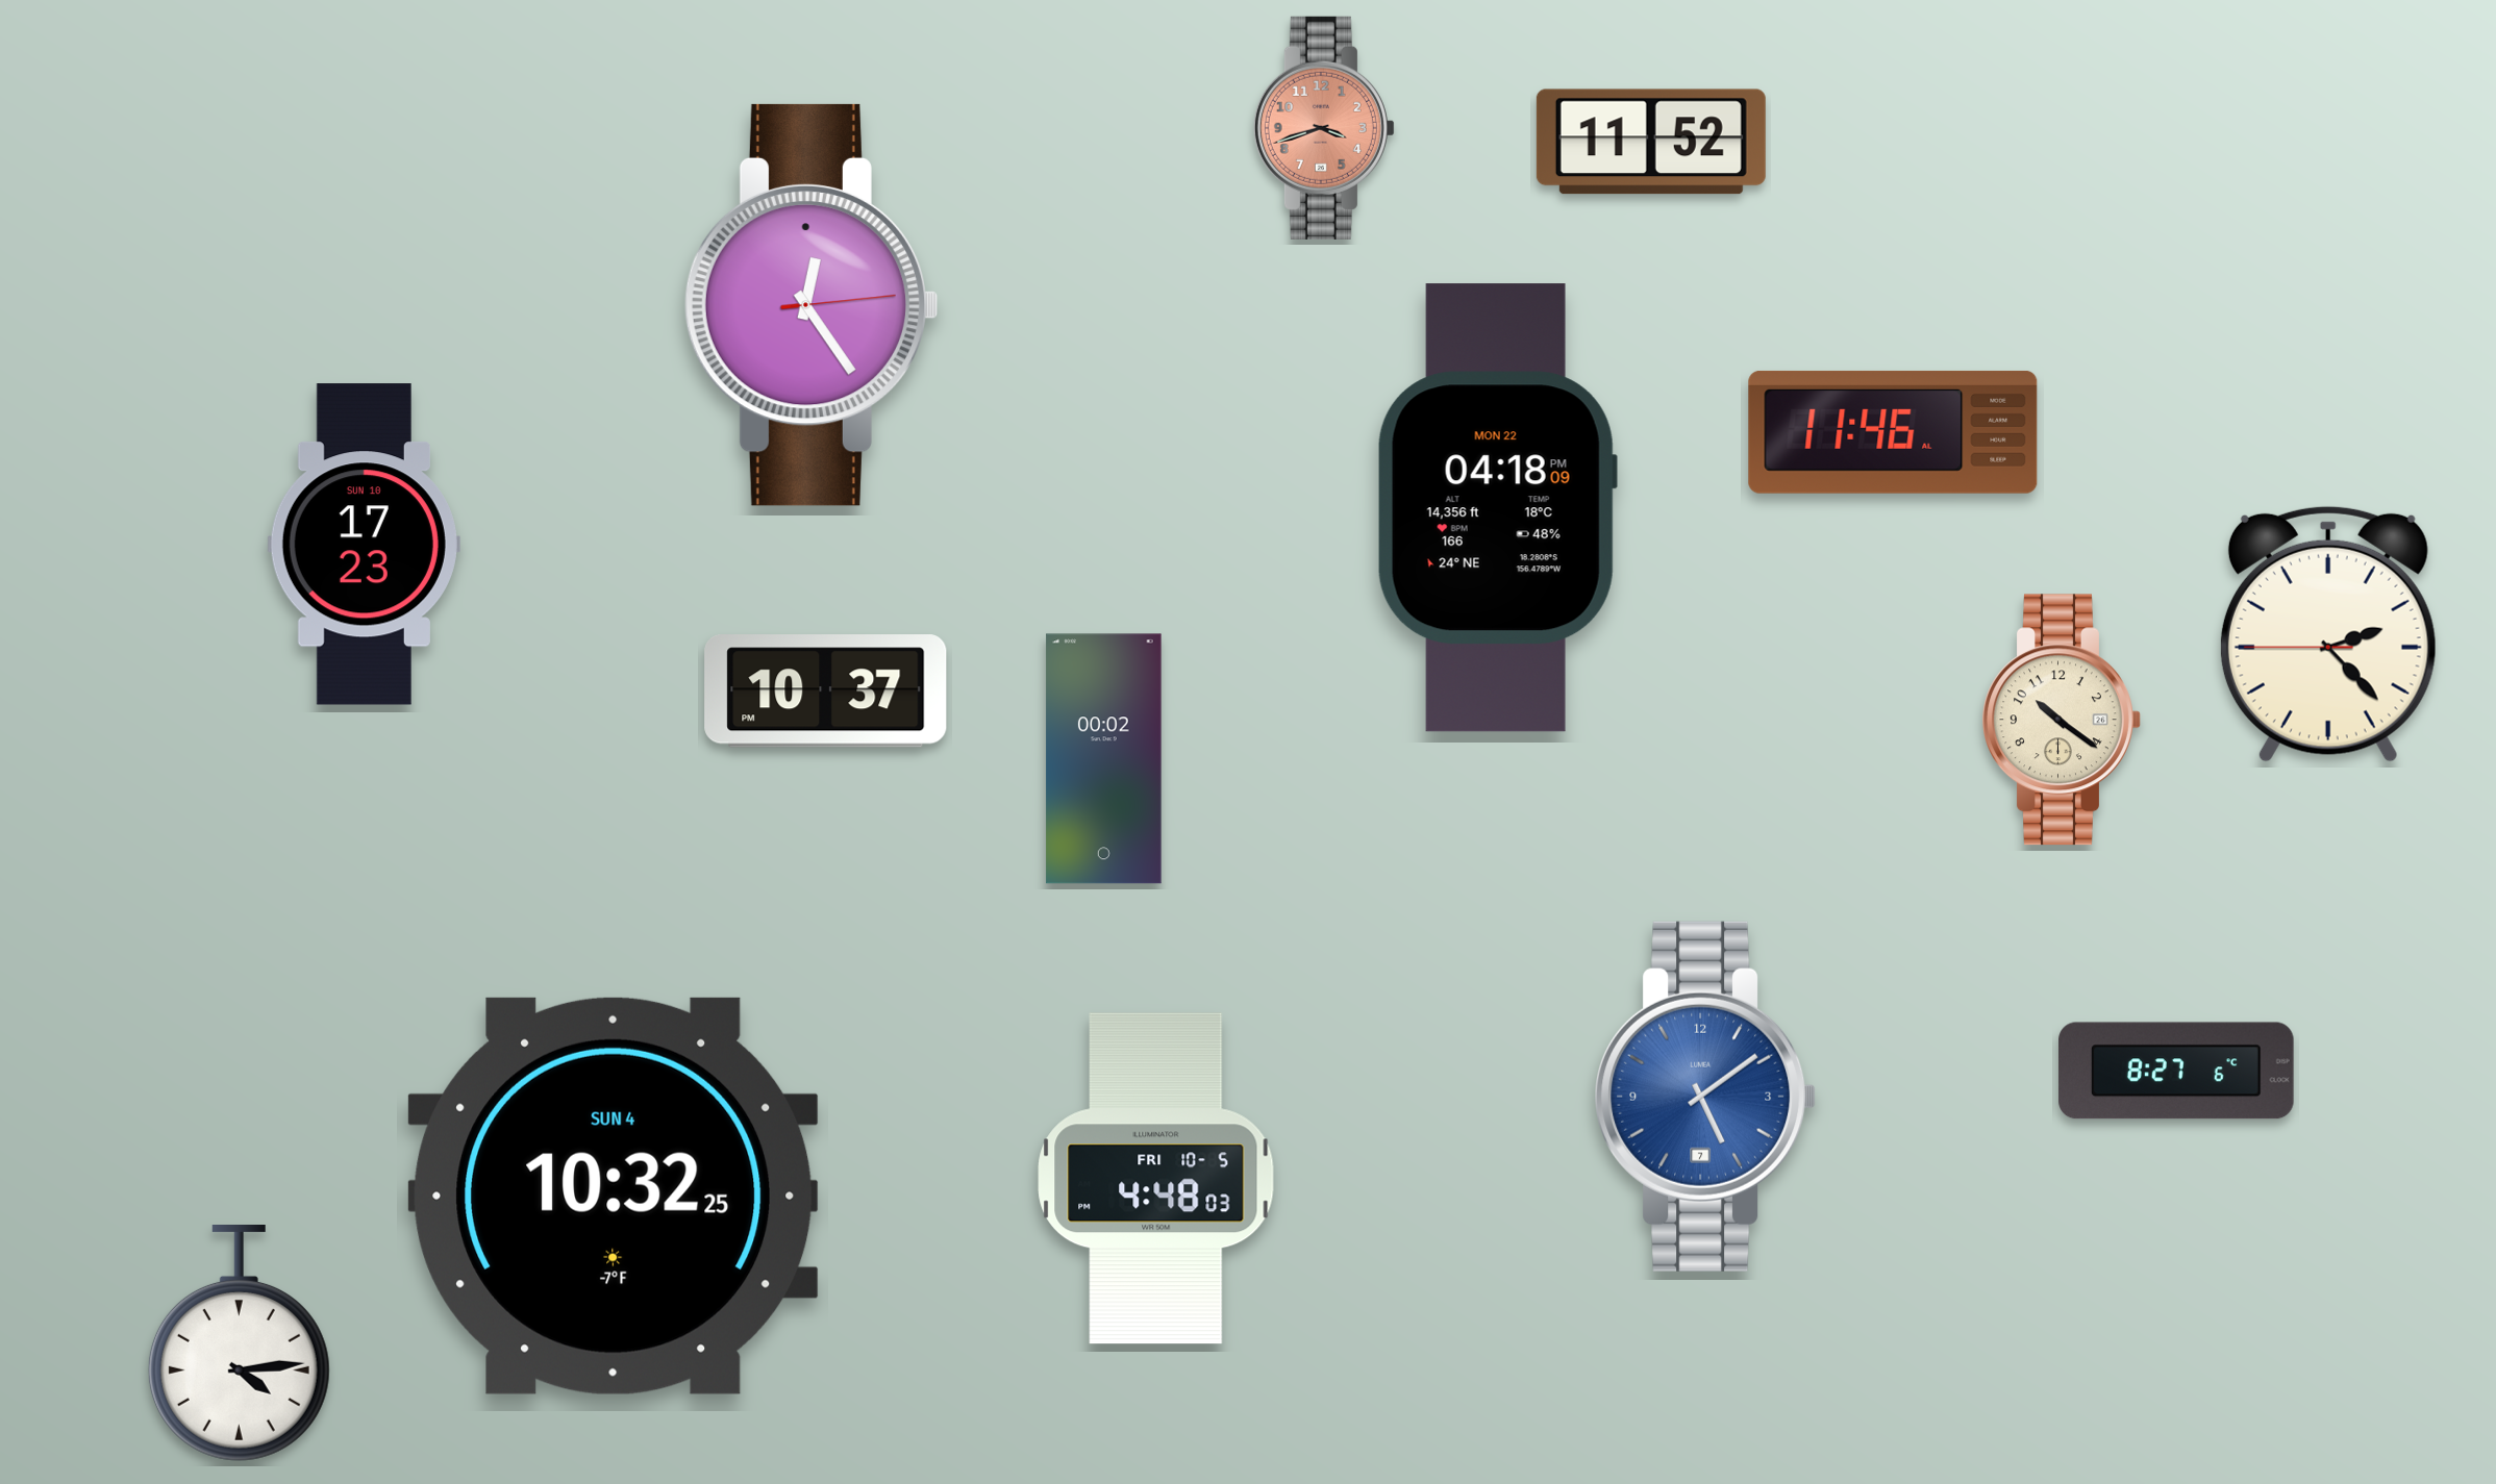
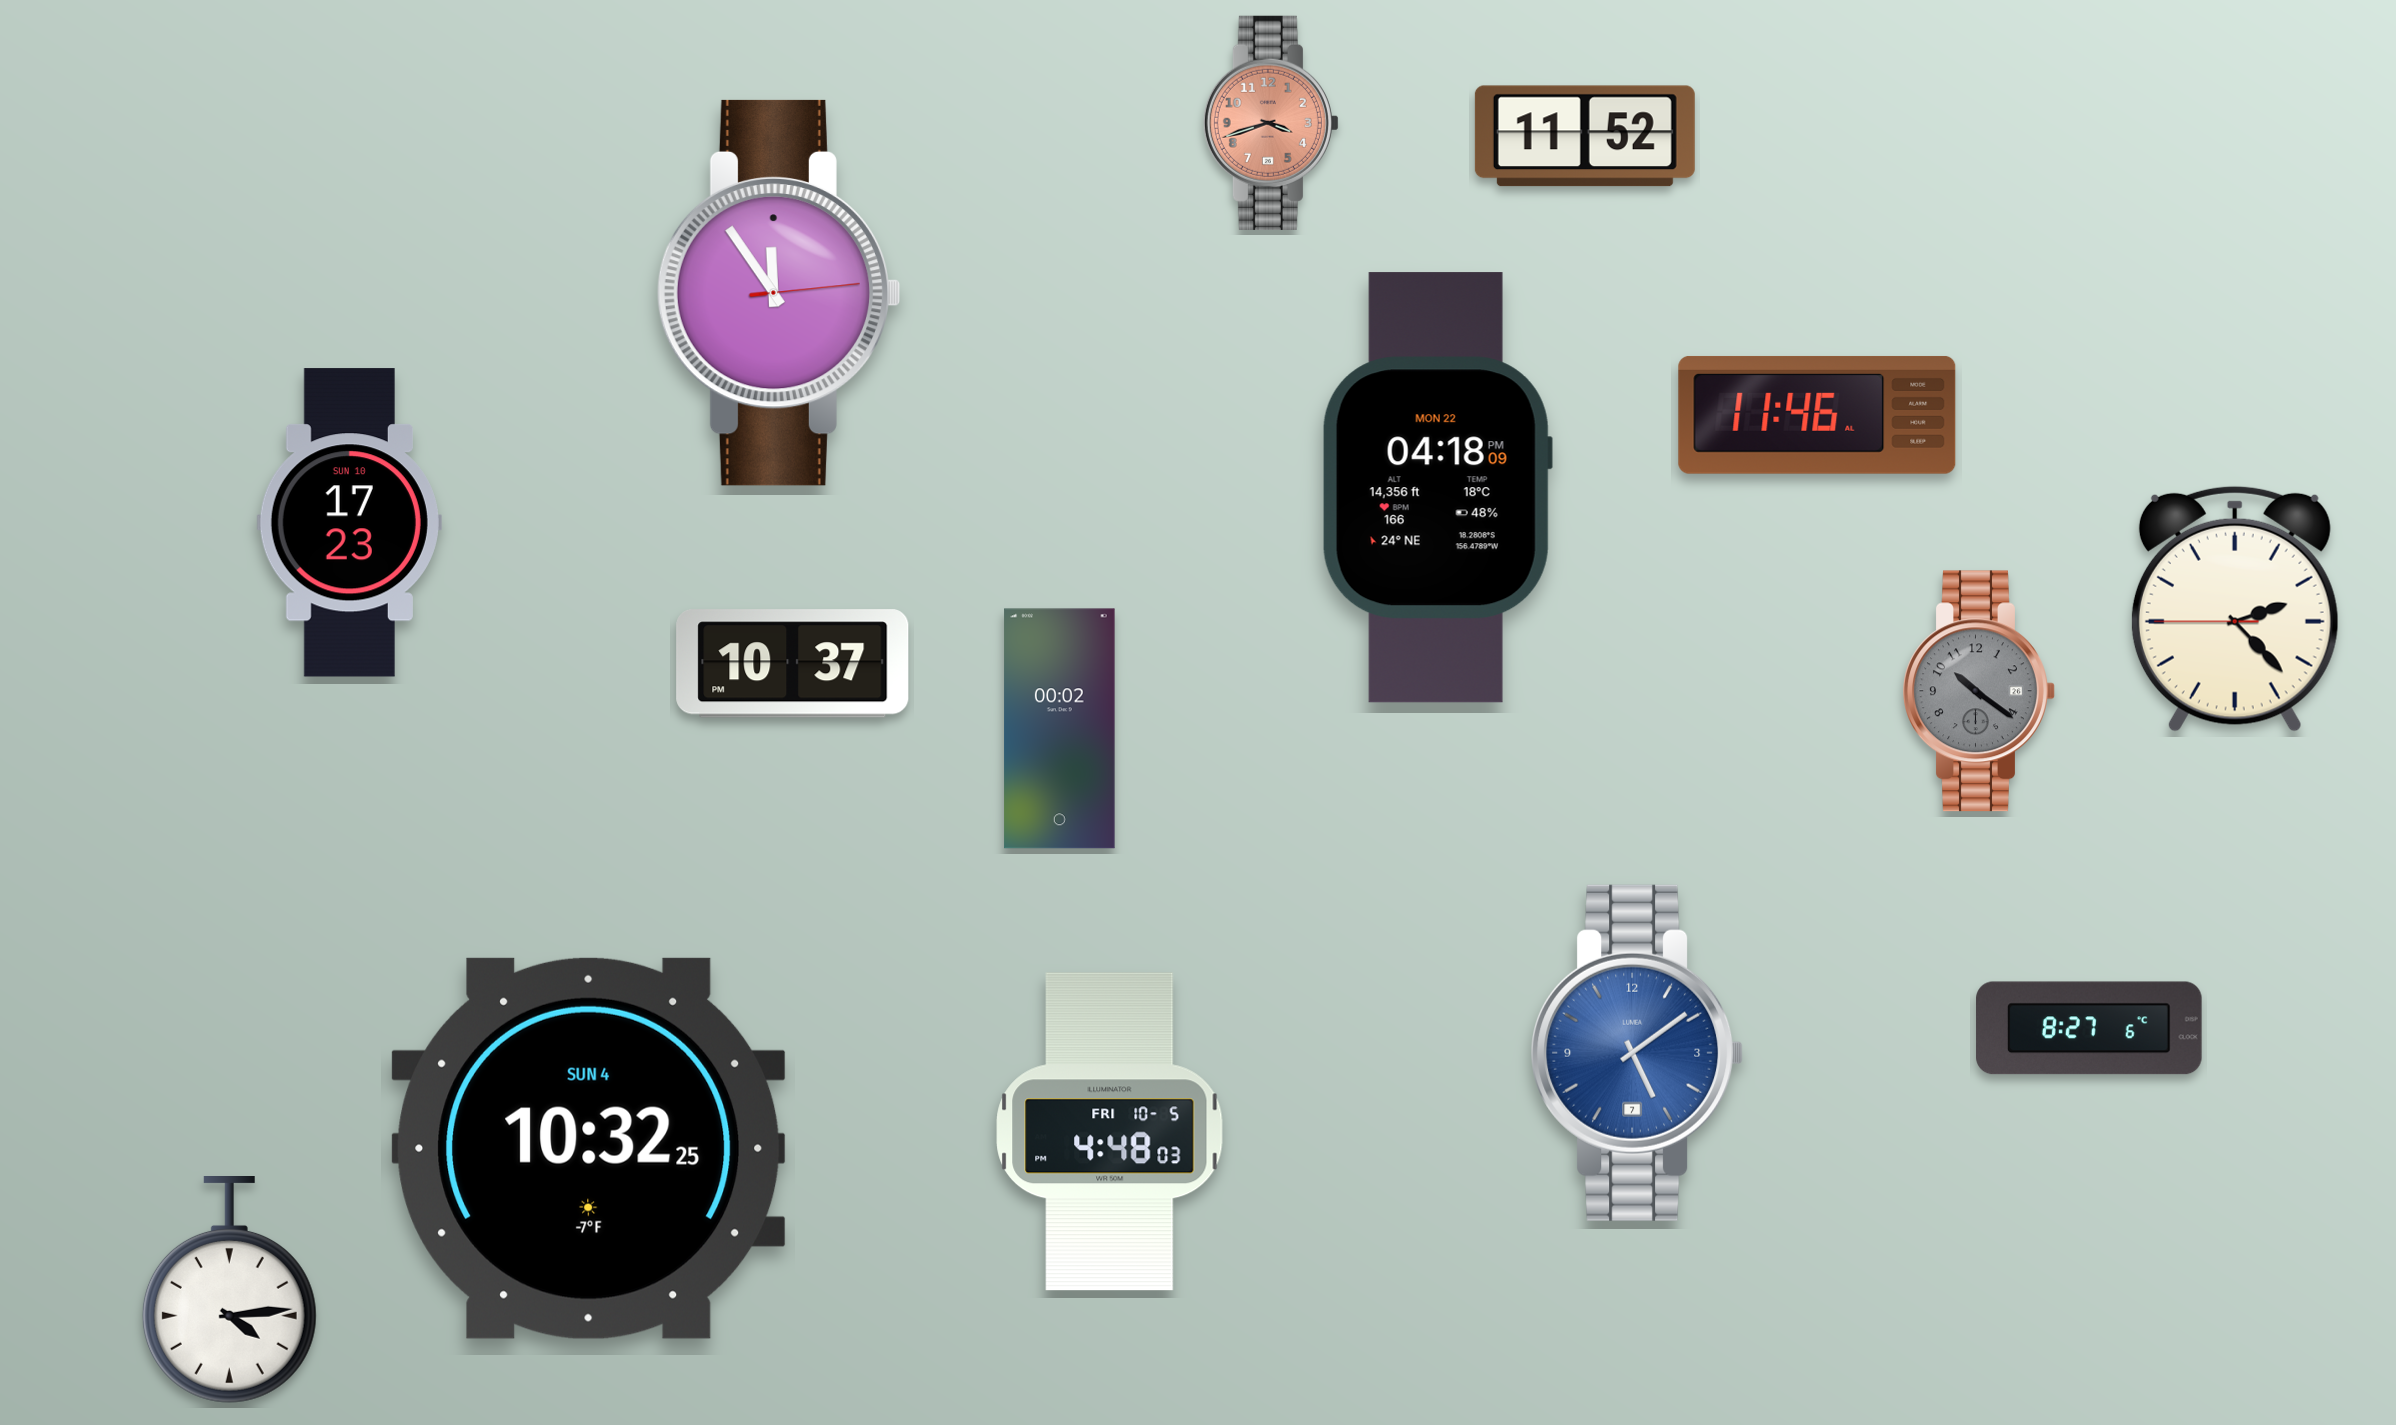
clock at (810, 305): 12:24 -> 11:54
clock at (2062, 720) dial: cream -> grey
